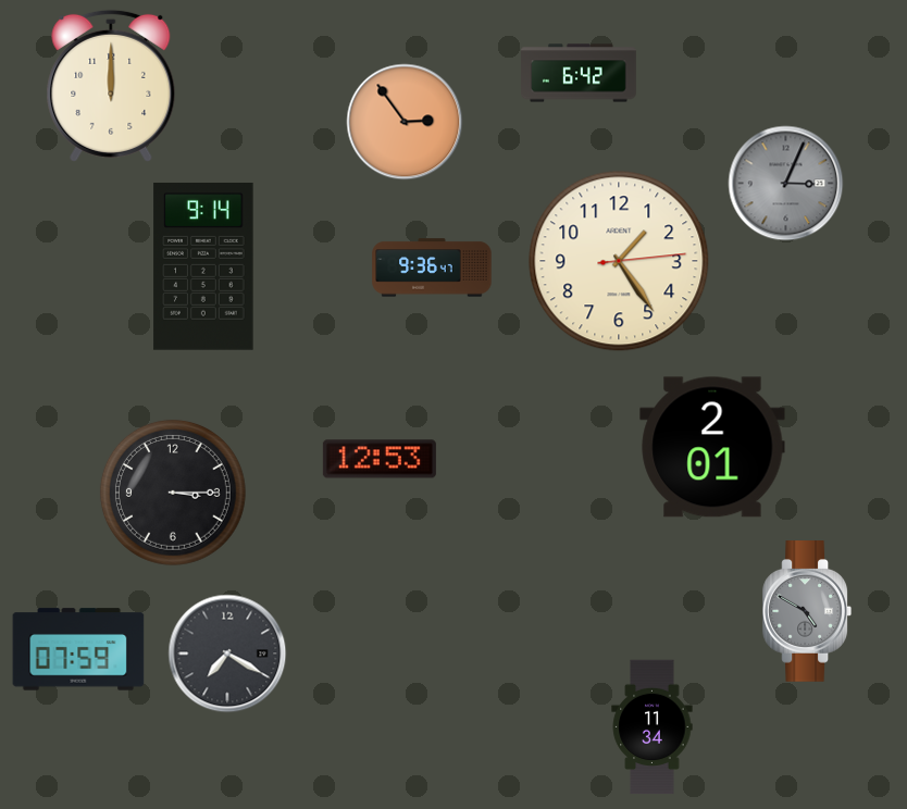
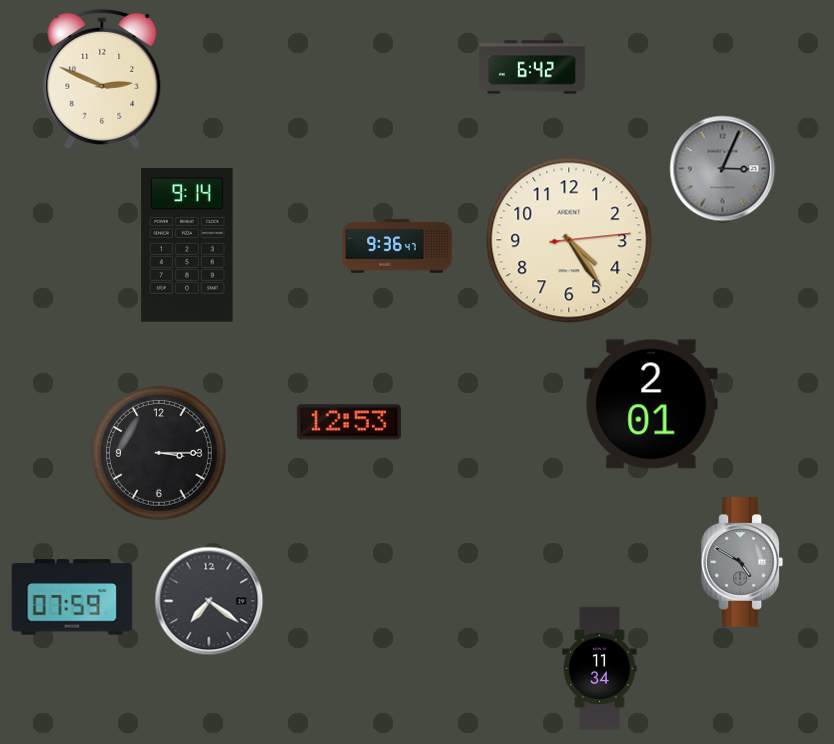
clock at (111, 86): 12:00 -> 2:49
clock at (405, 122): 2:54 -> none
clock at (619, 261): 1:24 -> 4:24
clock at (712, 447) position: (712, 447) -> (651, 404)
clock at (227, 654): 7:20 -> 7:21
